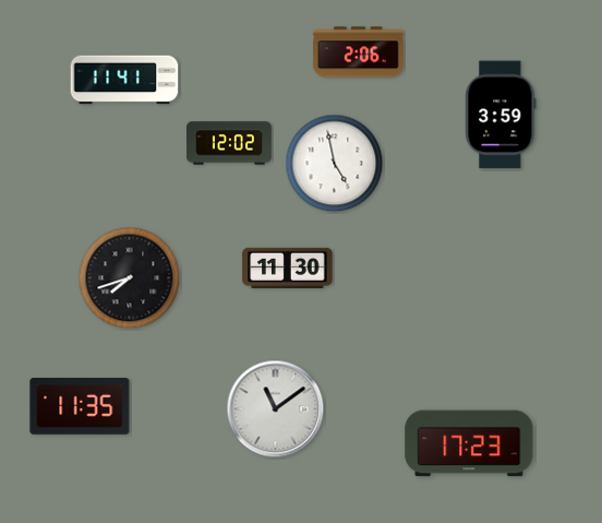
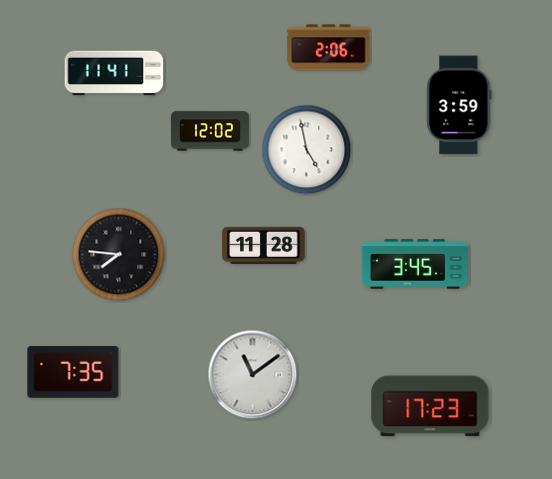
clock at (288, 268): 11:30 -> 11:28
clock at (130, 278): 7:42 -> 7:46
clock at (415, 264): none -> 3:45
clock at (80, 406): 11:35 -> 7:35
